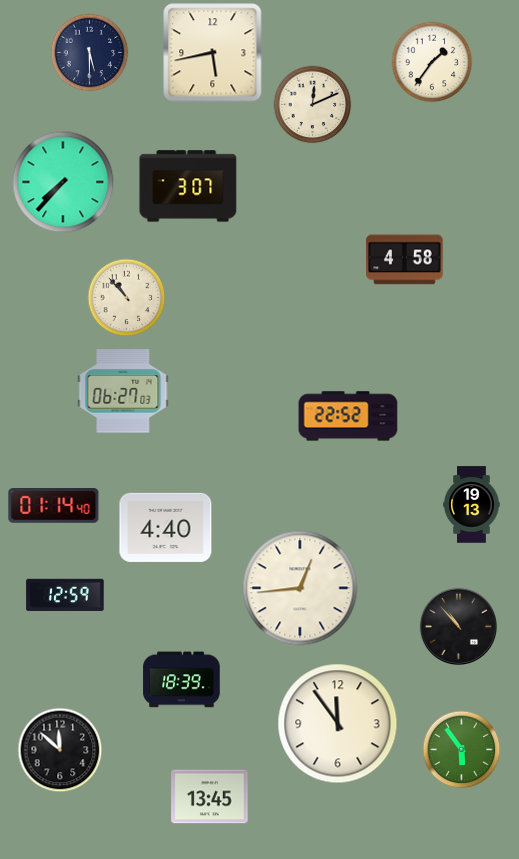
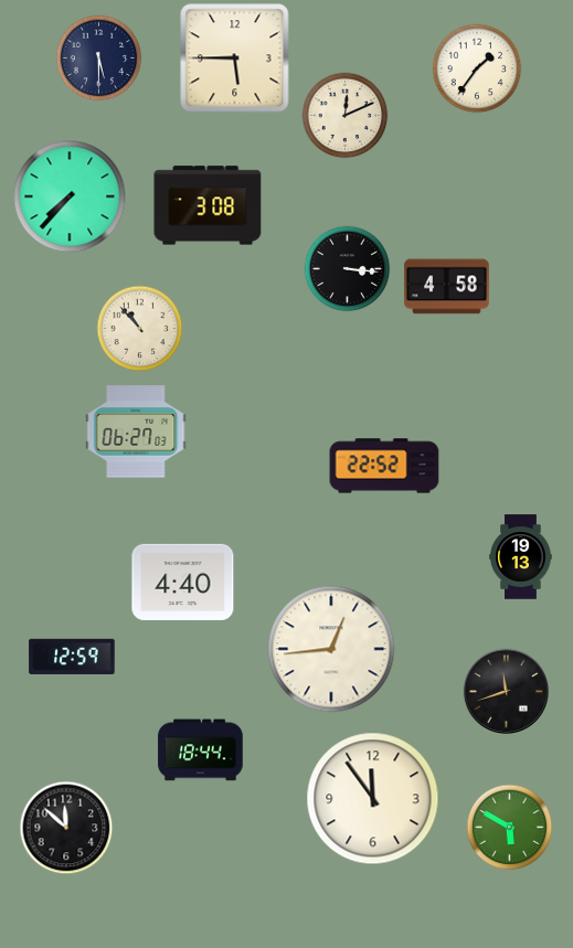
clock at (213, 53): 5:43 -> 5:45
clock at (63, 182) position: (63, 182) -> (70, 196)
clock at (188, 186): 3:07 -> 3:08
clock at (347, 268): none -> 3:16
clock at (348, 416) position: (348, 416) -> (384, 466)
clock at (54, 506): 01:14 -> none
clock at (458, 626): 10:53 -> 11:42
clock at (182, 680): 18:39 -> 18:44
clock at (461, 749): 5:54 -> 5:50
clock at (210, 797): 13:45 -> none
